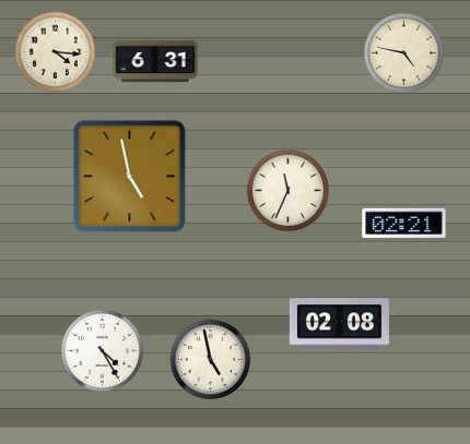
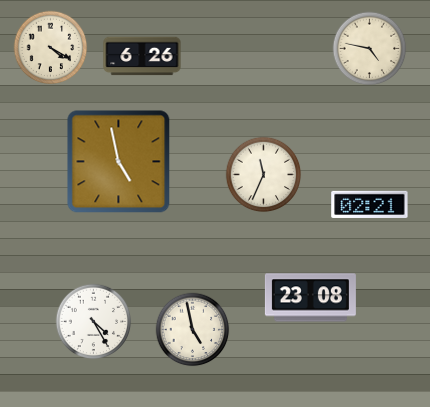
clock at (56, 52): 4:16 -> 4:20
clock at (155, 61): 6:31 -> 6:26
clock at (339, 325): 02:08 -> 23:08
